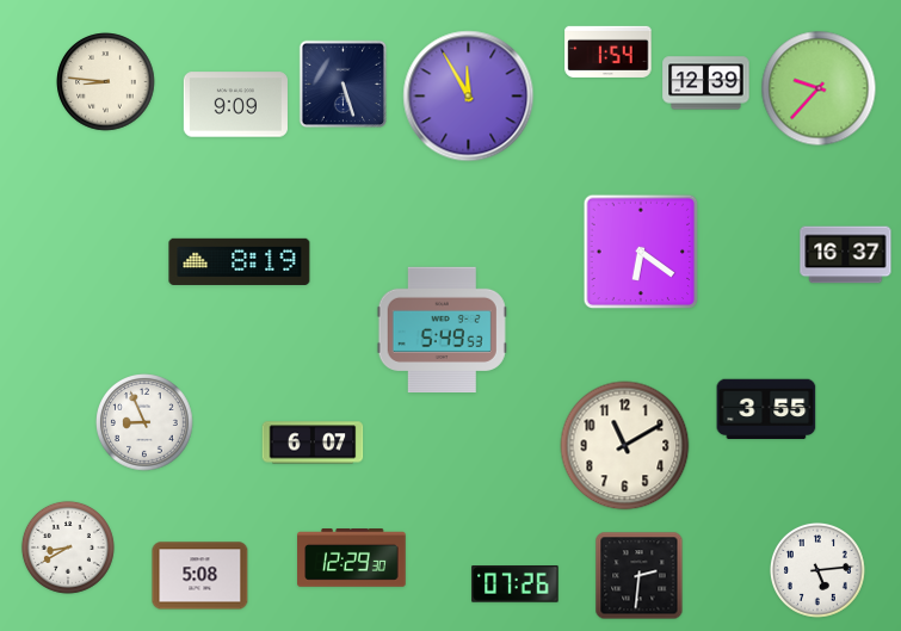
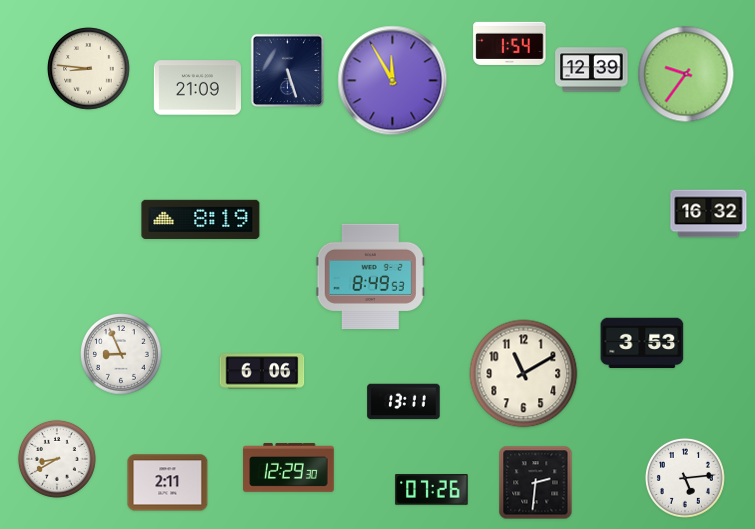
clock at (819, 88): 9:37 -> 9:36
clock at (235, 105): 9:09 -> 21:09
clock at (641, 252): 6:21 -> none
clock at (846, 255): 16:37 -> 16:32
clock at (442, 329): 5:49 -> 8:49
clock at (766, 409): 3:55 -> 3:53
clock at (313, 443): 6:07 -> 6:06
clock at (404, 402): none -> 13:11
clock at (352, 558) position: (352, 558) -> (289, 468)
clock at (200, 576): 5:08 -> 2:11
